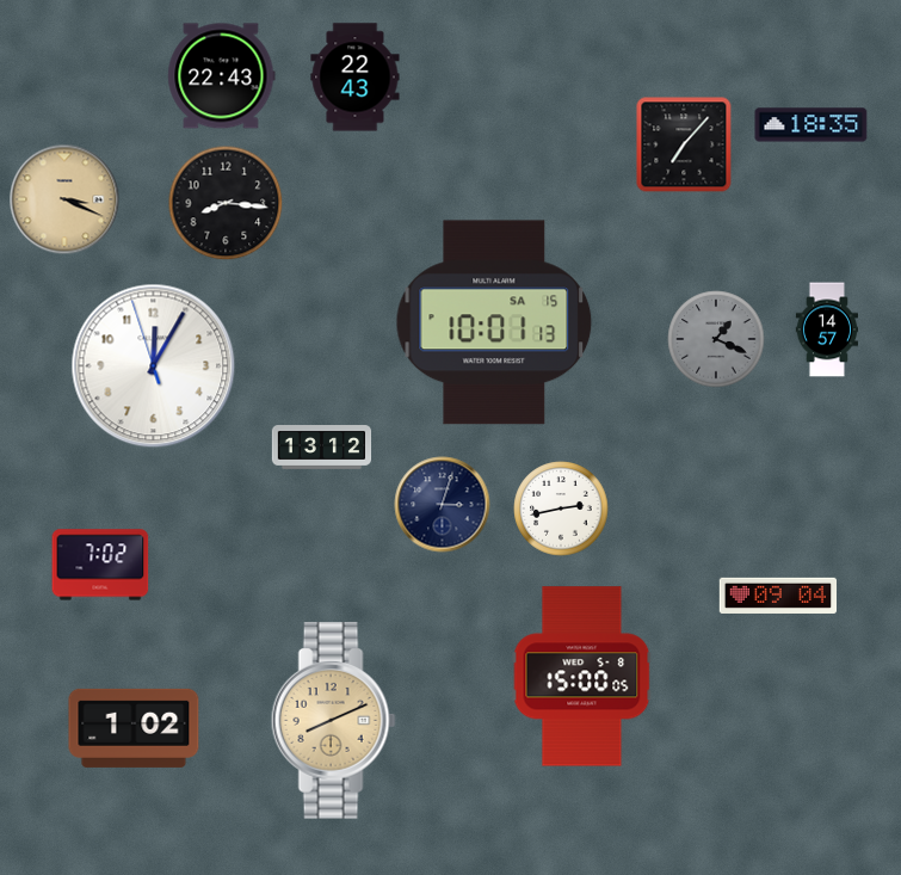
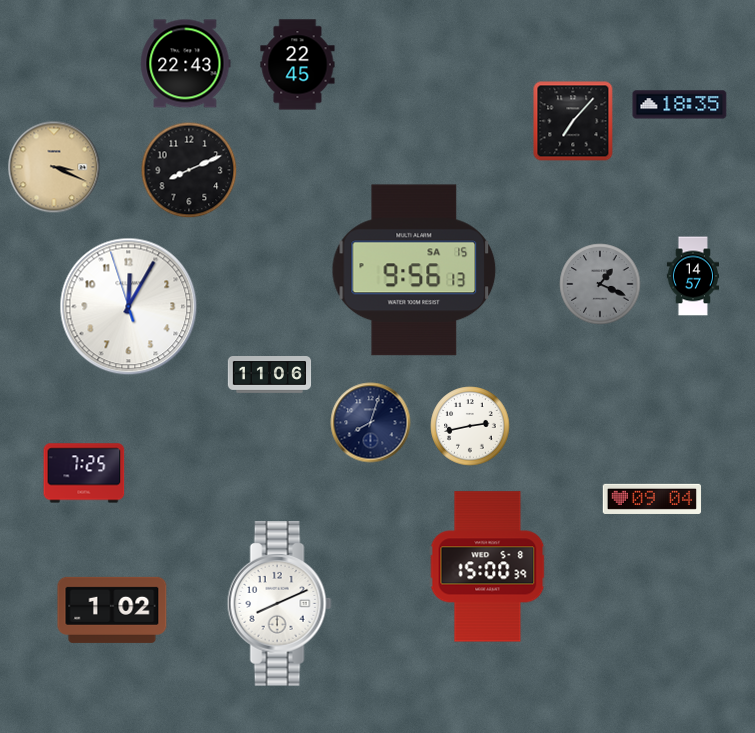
clock at (356, 78): 22:43 -> 22:45
clock at (226, 203): 8:16 -> 8:11
clock at (494, 322): 10:01 -> 9:56
clock at (322, 448): 13:12 -> 11:06
clock at (443, 505): 3:03 -> 8:03
clock at (100, 565): 7:02 -> 7:25
clock at (582, 677): 15:00:05 -> 15:00:39
clock at (333, 721) dial: champagne -> white
